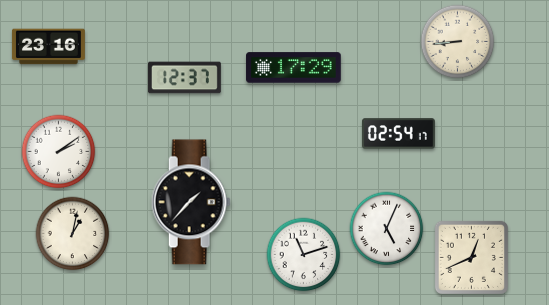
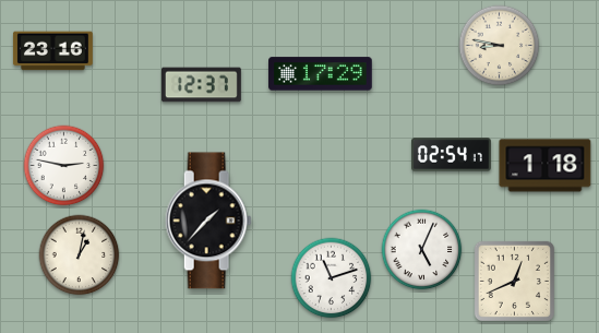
clock at (458, 42): 8:44 -> 8:47
clock at (398, 134) position: (398, 134) -> (451, 155)
clock at (59, 152): 2:09 -> 2:47
clock at (546, 166): none -> 1:18
